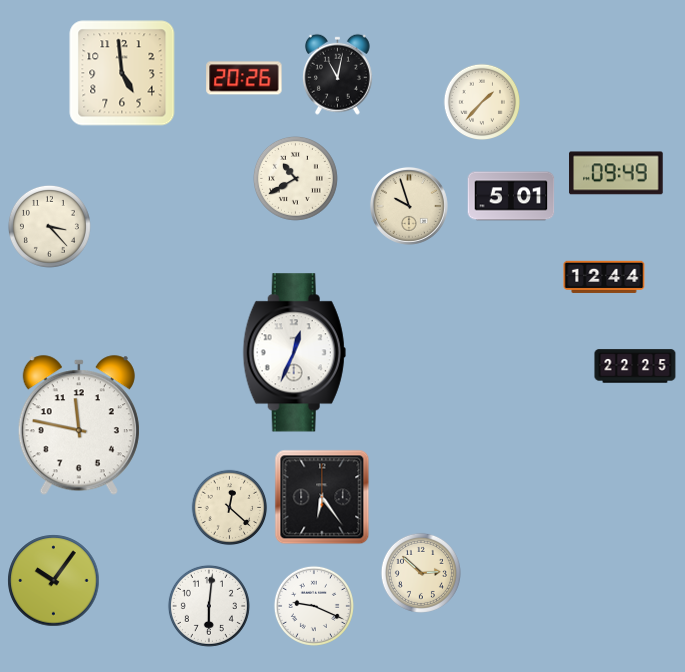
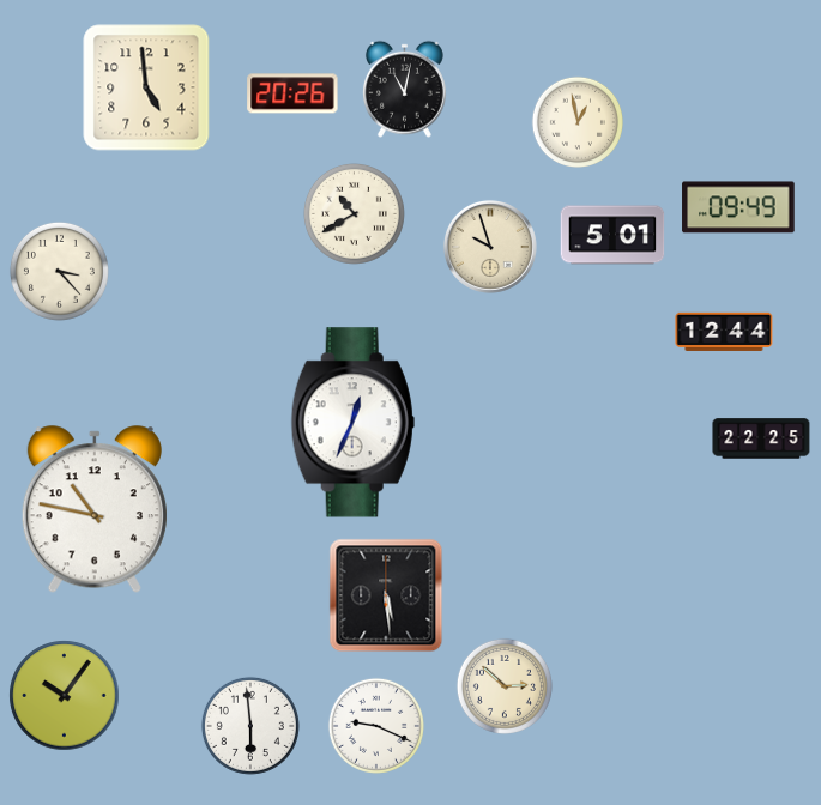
clock at (482, 102): 1:37 -> 12:58
clock at (79, 426): 11:47 -> 10:47
clock at (322, 497): 6:24 -> 5:29
clock at (230, 508): 12:22 -> none
clock at (209, 606): 6:01 -> 5:59
